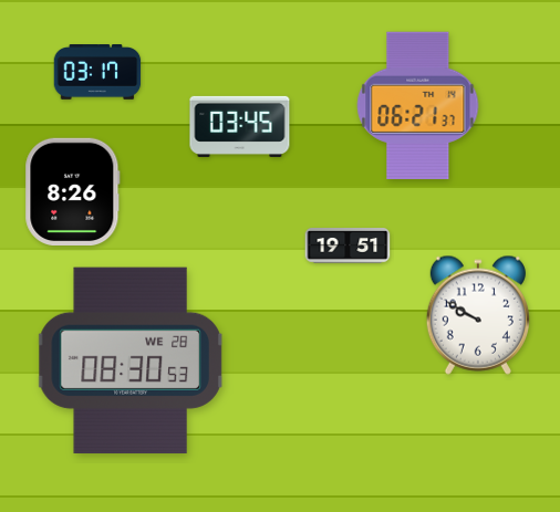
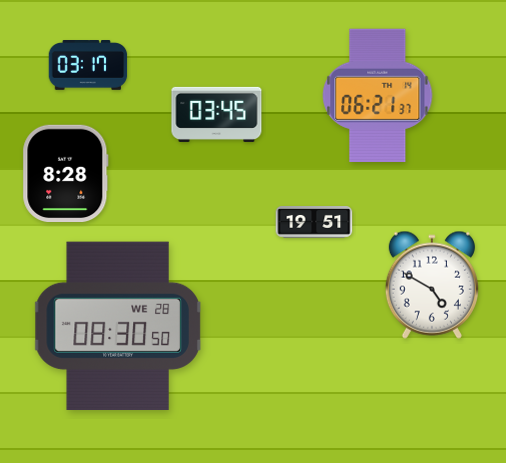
clock at (73, 191): 8:26 -> 8:28
clock at (478, 315): 9:50 -> 4:50
clock at (131, 359): 08:30:53 -> 08:30:50
